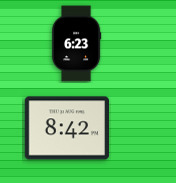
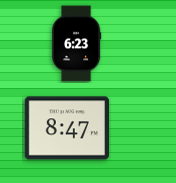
clock at (66, 128): 8:42 -> 8:47
